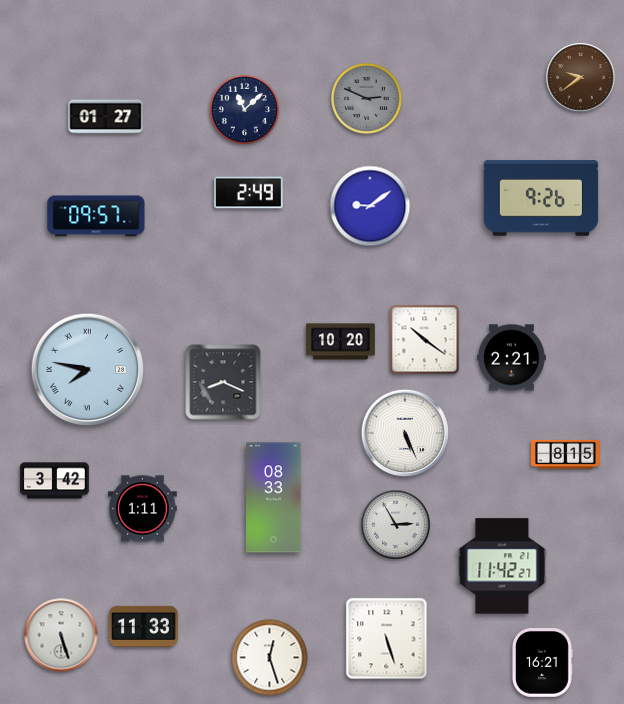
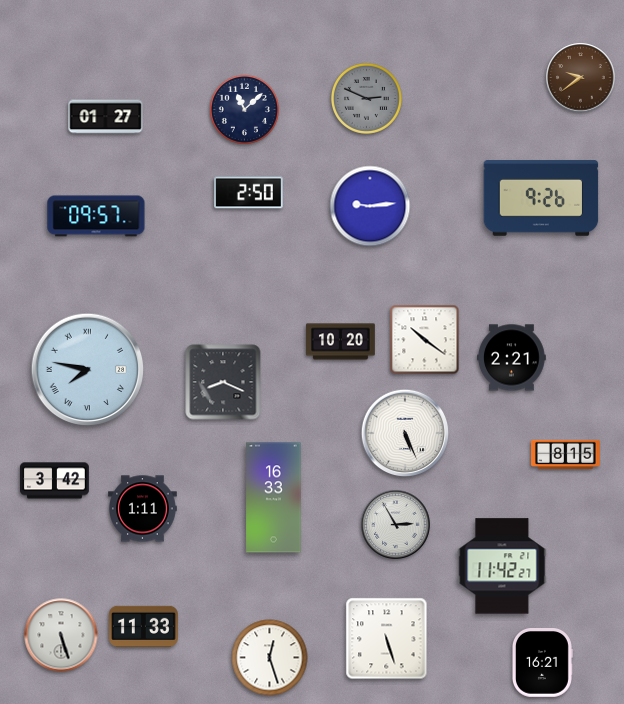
clock at (249, 193): 2:49 -> 2:50
clock at (370, 206): 9:09 -> 9:14
clock at (274, 498): 08:33 -> 16:33
